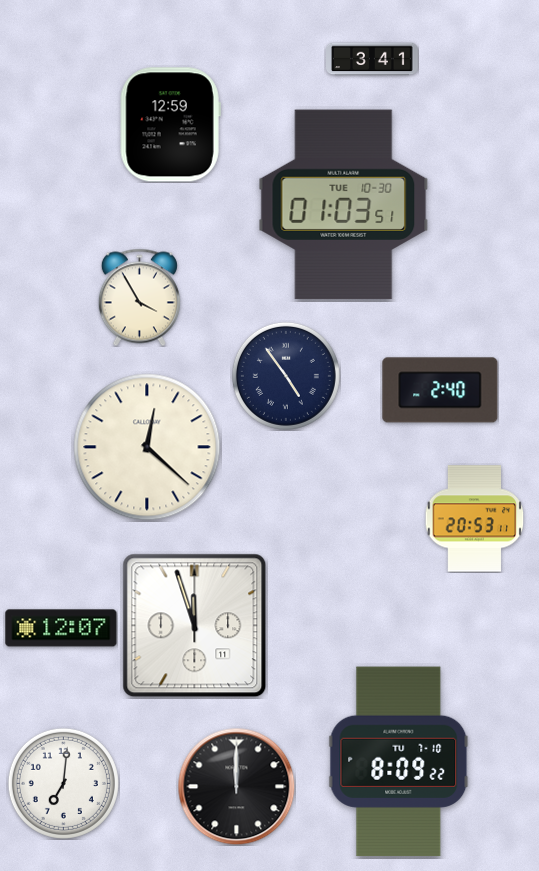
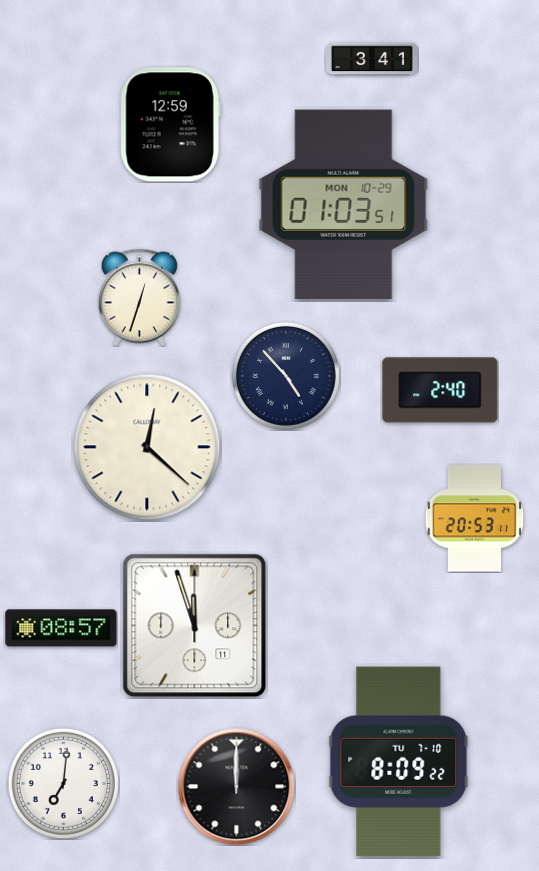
clock at (344, 205) date: TUE 10-30 -> MON 10-29
clock at (139, 297): 3:55 -> 12:33
clock at (286, 376): 4:54 -> 4:53
clock at (61, 628): 12:07 -> 08:57
